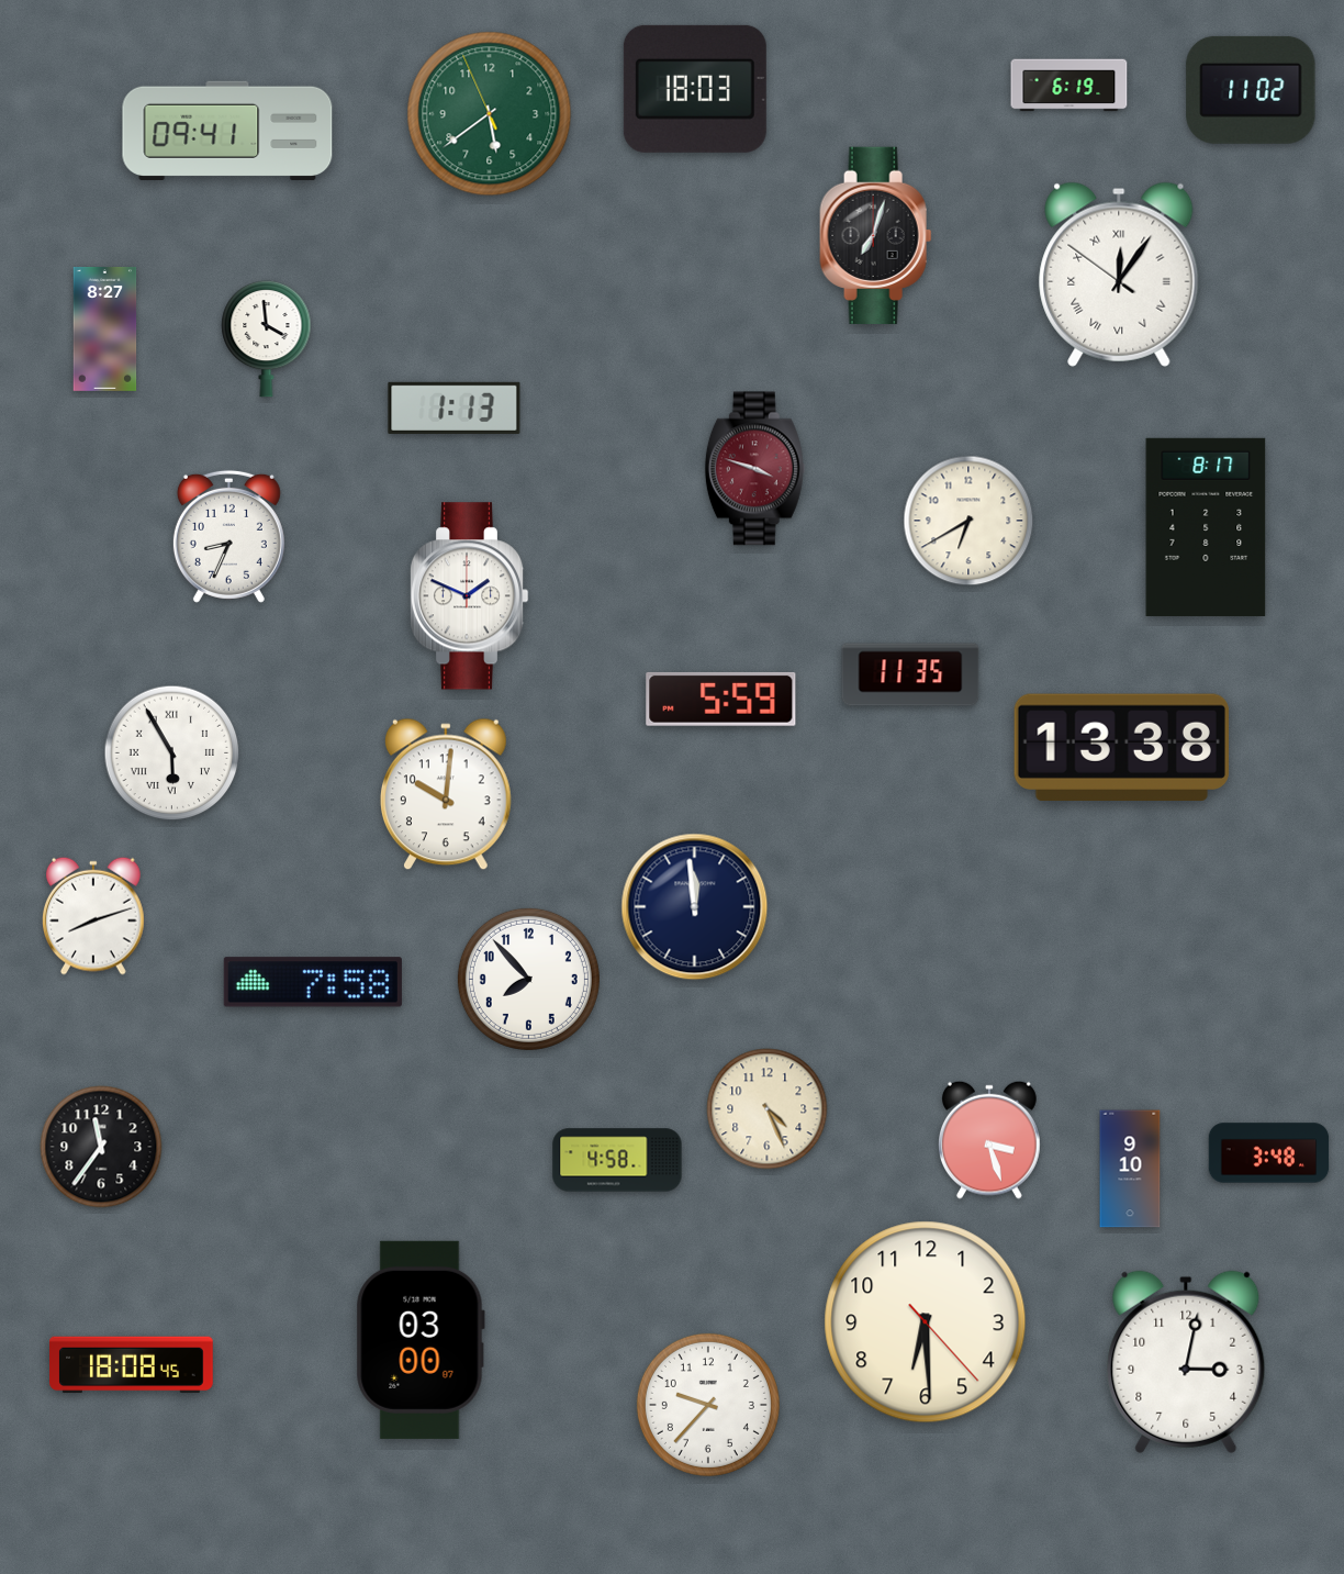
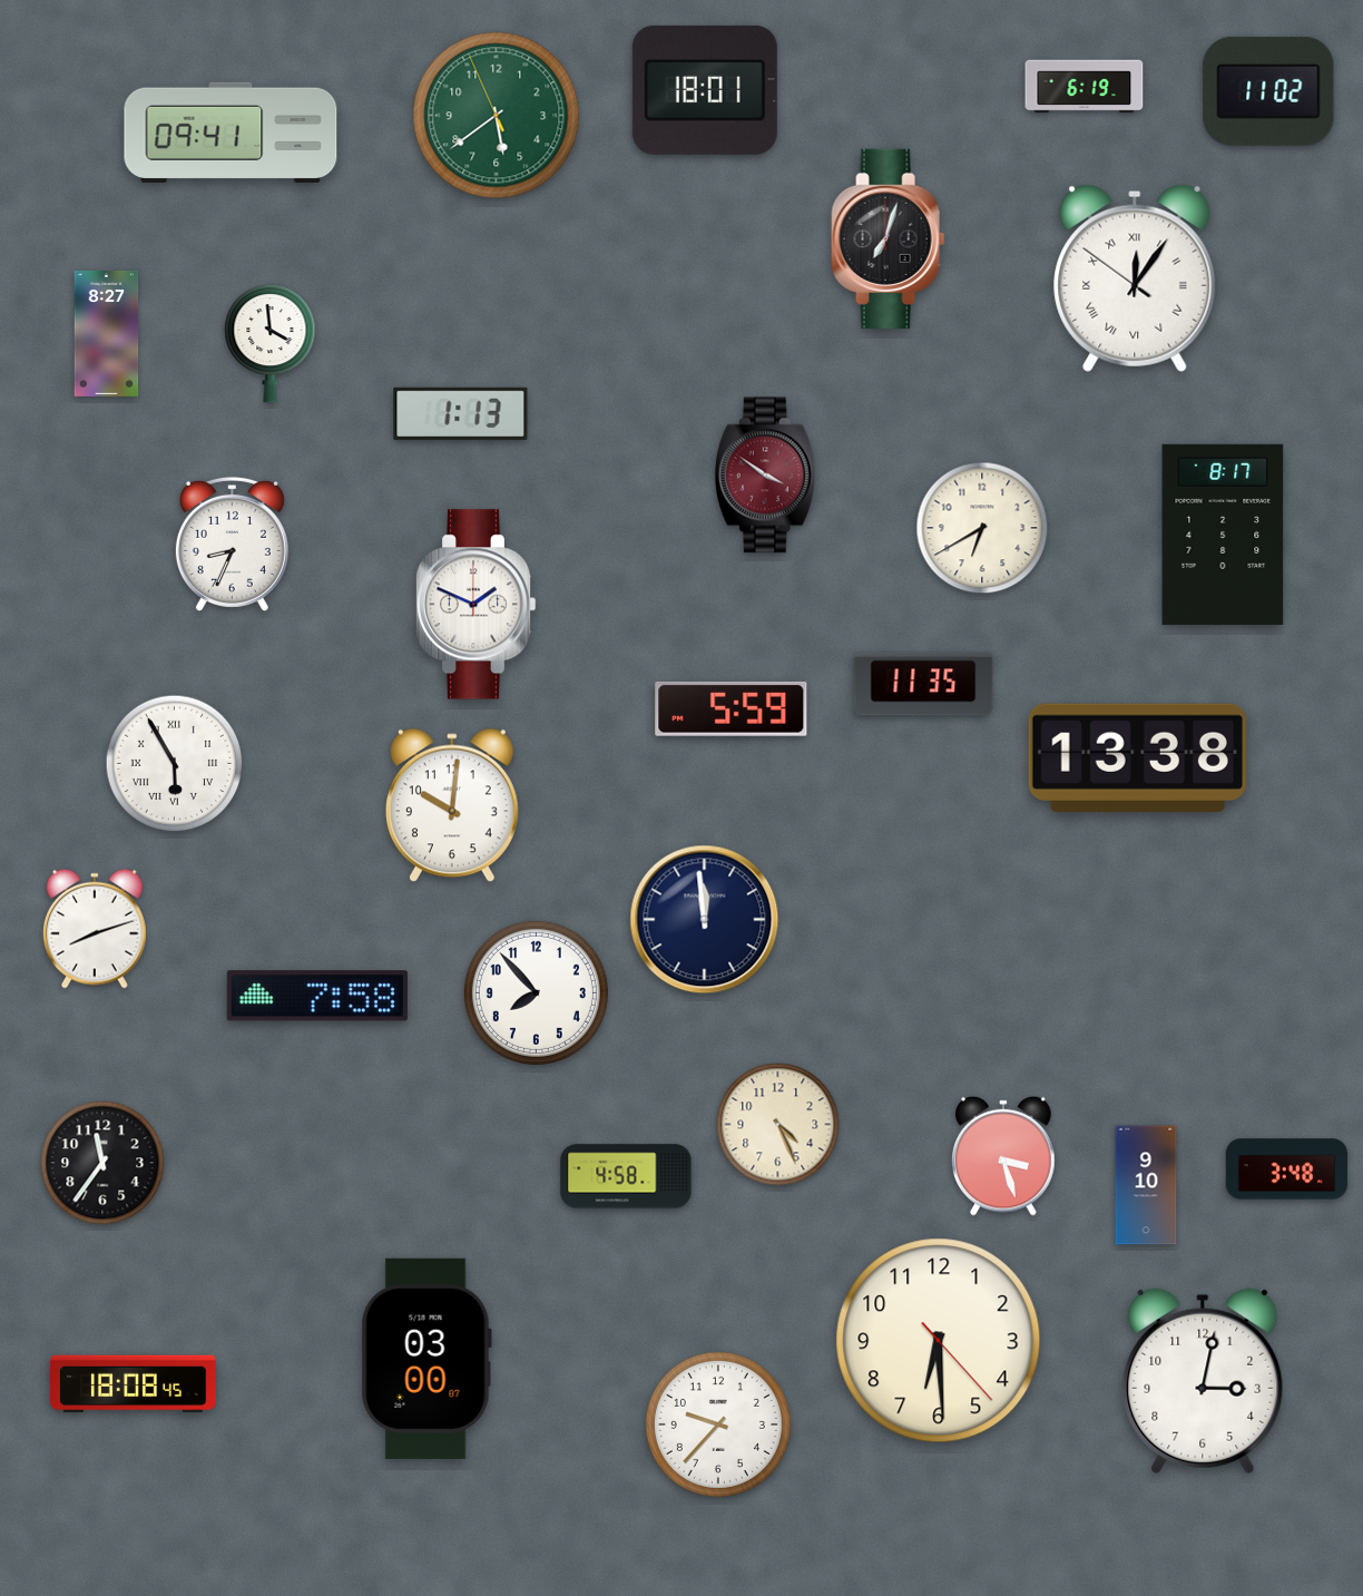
clock at (695, 89): 18:03 -> 18:01
clock at (754, 469): 3:48 -> 3:51
